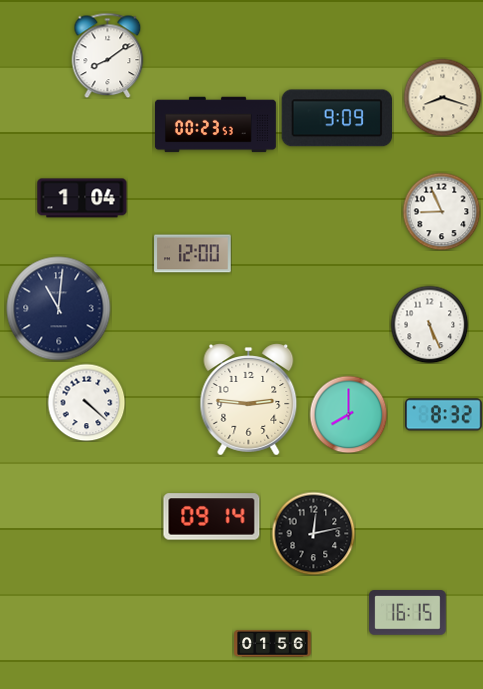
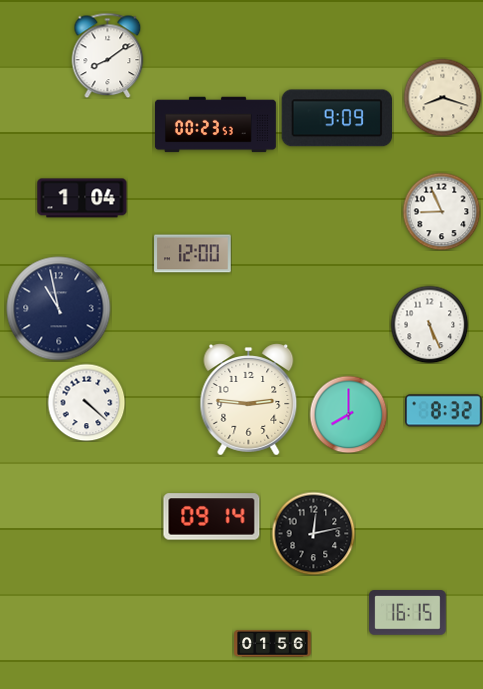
clock at (59, 309): 11:01 -> 10:58
clock at (444, 415) position: (444, 415) -> (444, 411)
